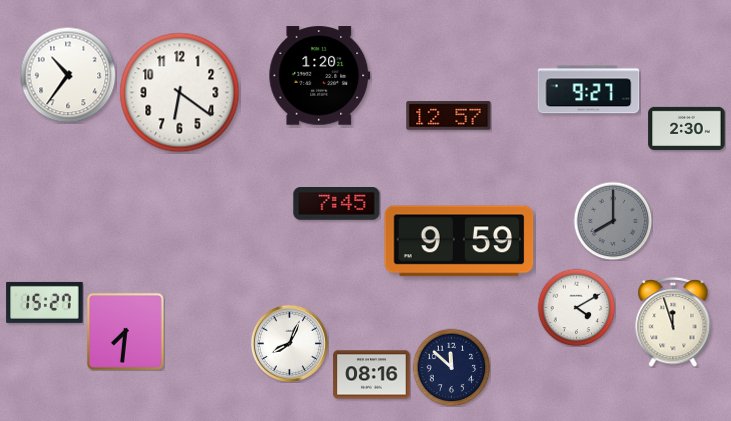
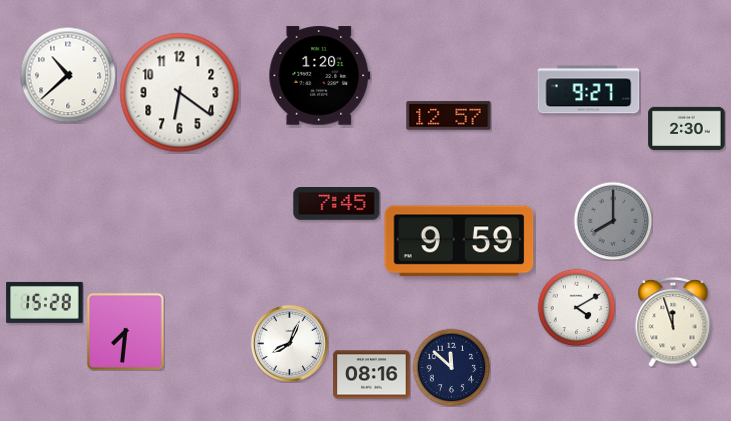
clock at (68, 75): 10:36 -> 10:38
clock at (45, 302): 15:27 -> 15:28
